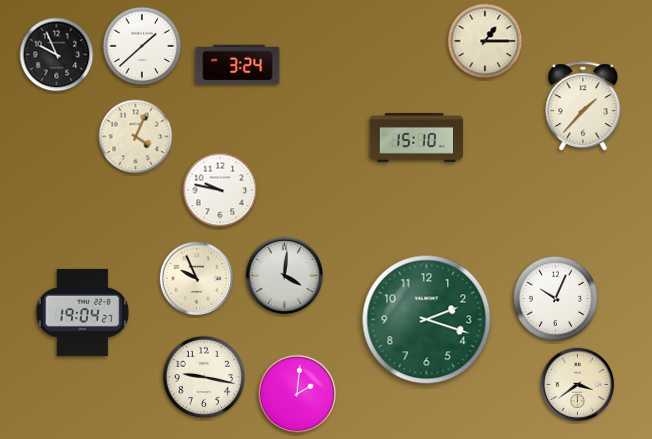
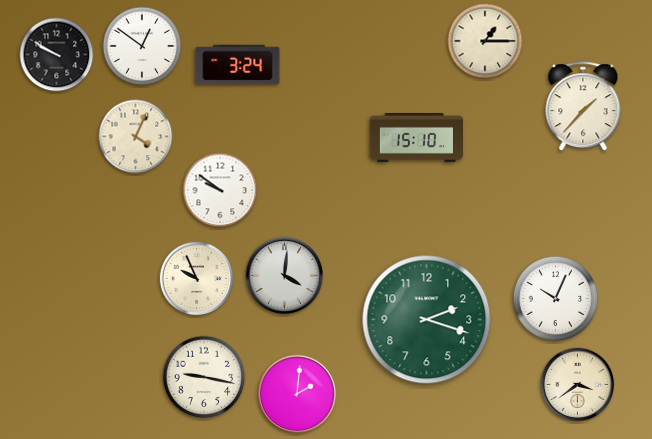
clock at (142, 46): 1:38 -> 12:51
clock at (57, 55): 9:56 -> 9:50
clock at (220, 190): 9:47 -> 9:51
clock at (82, 312): 19:04 -> none
